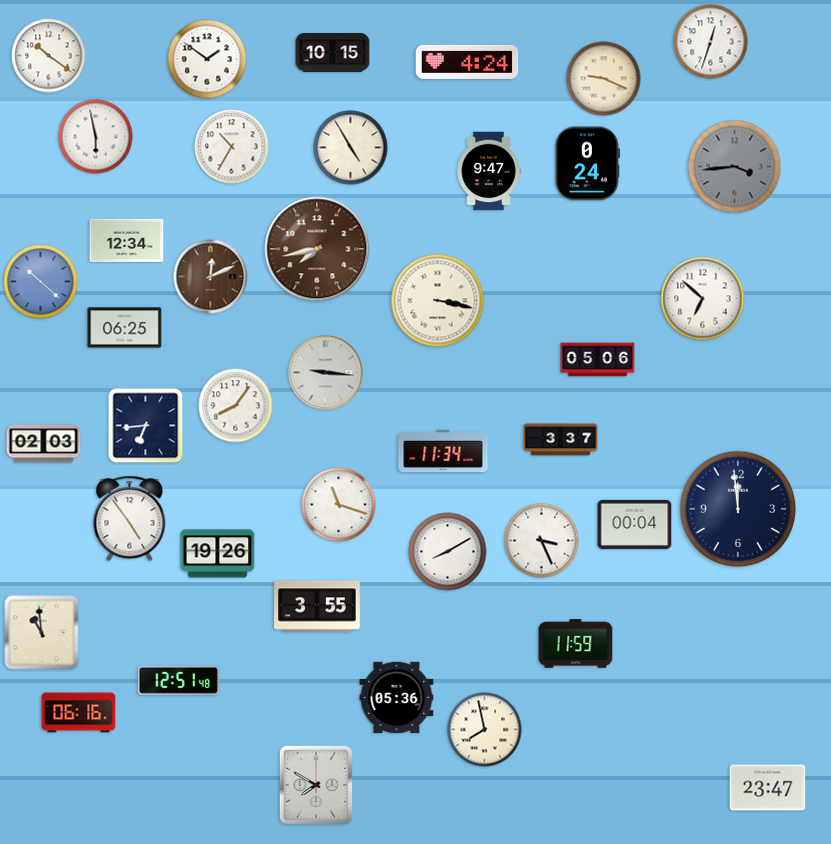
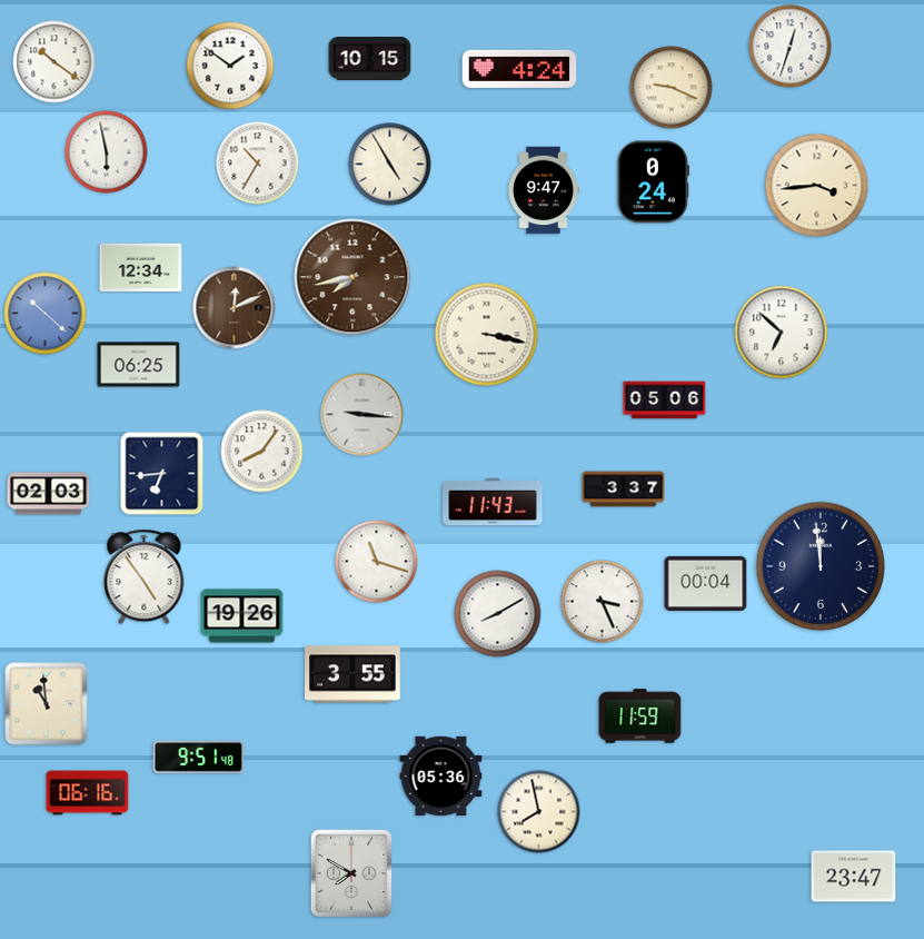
clock at (735, 167) dial: grey -> cream
clock at (443, 451): 11:34 -> 11:43
clock at (178, 680): 12:51 -> 9:51
